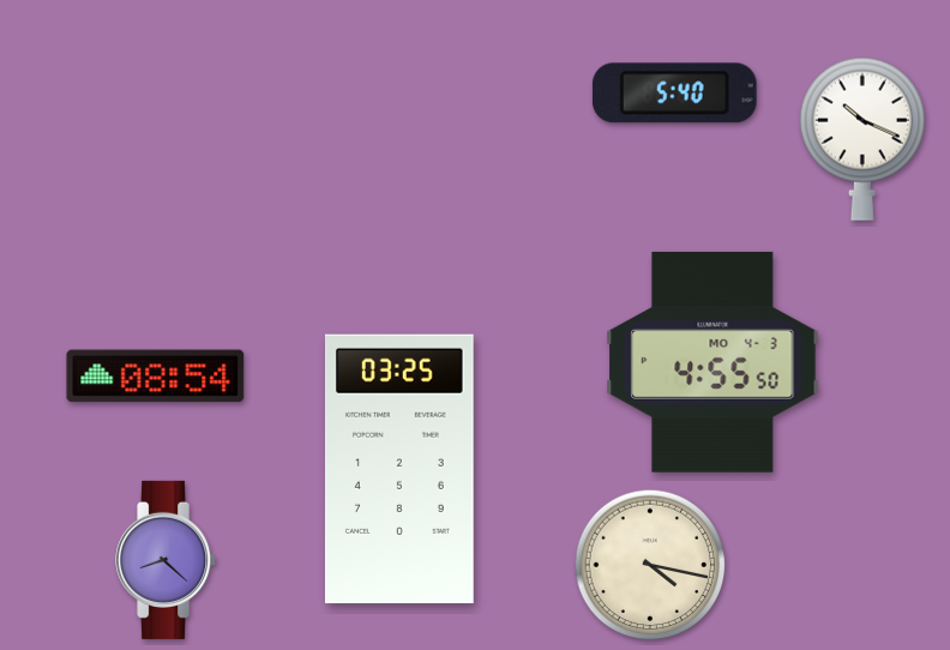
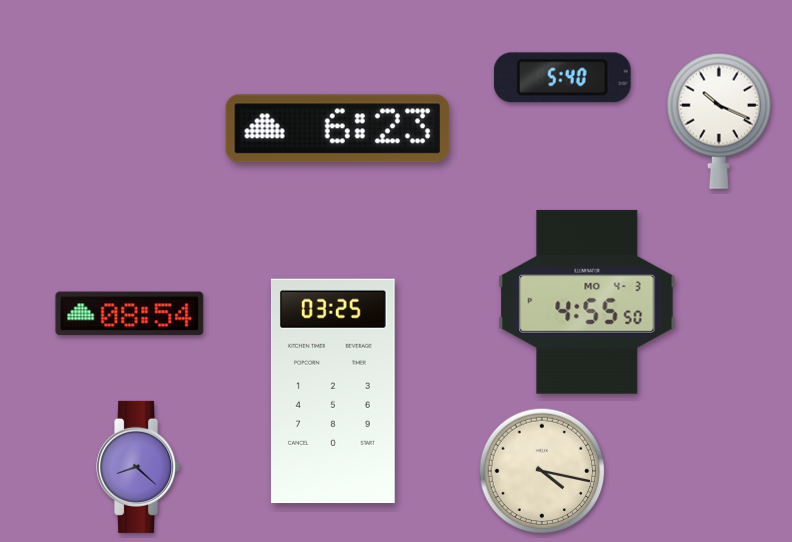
clock at (862, 139) position: (862, 139) -> (719, 121)
clock at (338, 129): none -> 6:23
clock at (712, 362) position: (712, 362) -> (587, 302)
